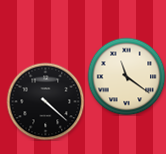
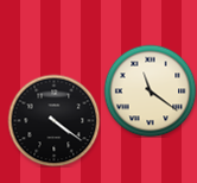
clock at (45, 101): 4:22 -> 4:21
